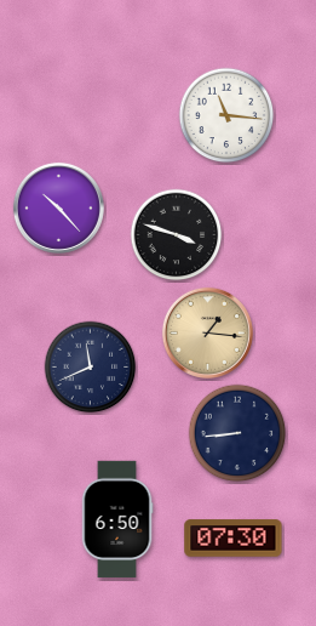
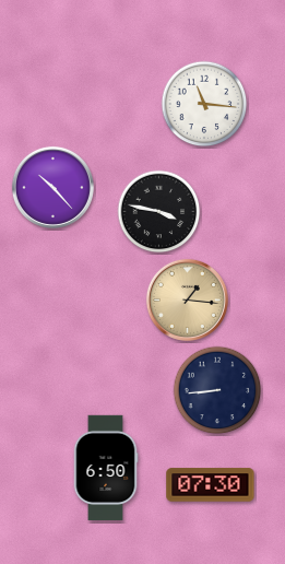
clock at (177, 235): 3:48 -> 3:47
clock at (91, 368): 11:41 -> none
clock at (237, 433) position: (237, 433) -> (217, 390)
